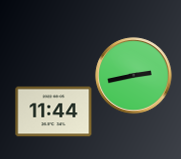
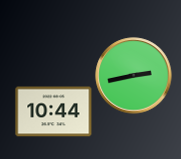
clock at (54, 112): 11:44 -> 10:44
